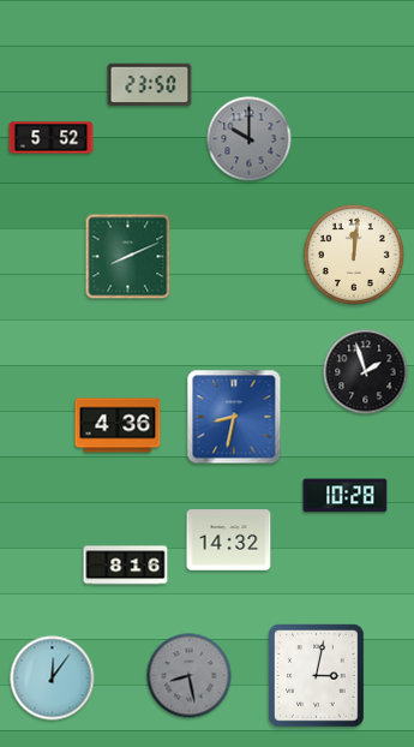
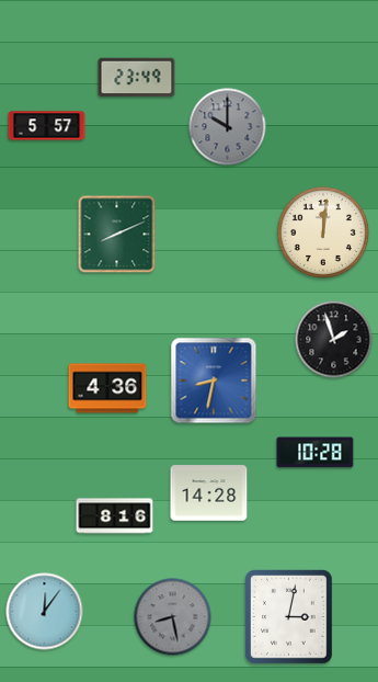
clock at (150, 85): 23:50 -> 23:49
clock at (52, 138): 5:52 -> 5:57
clock at (229, 540): 14:32 -> 14:28
clock at (53, 679) position: (53, 679) -> (45, 612)
